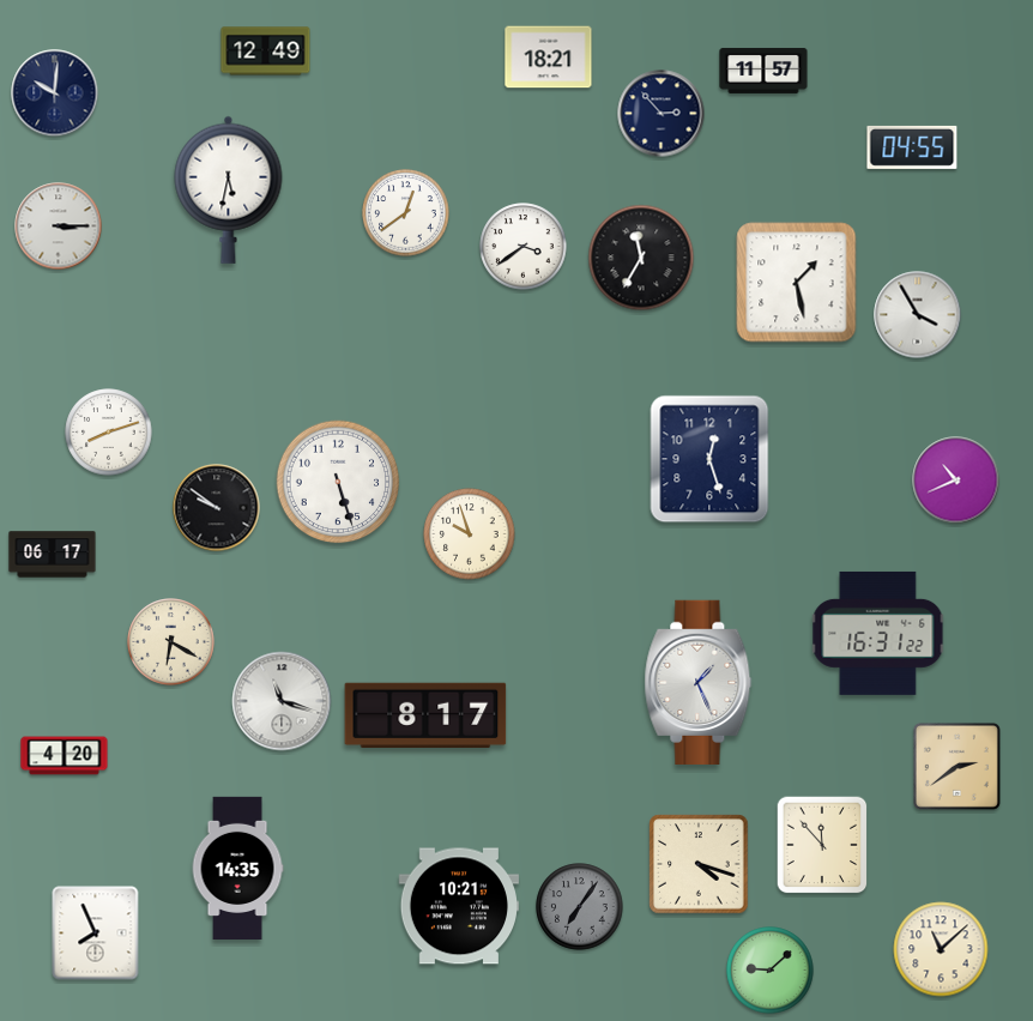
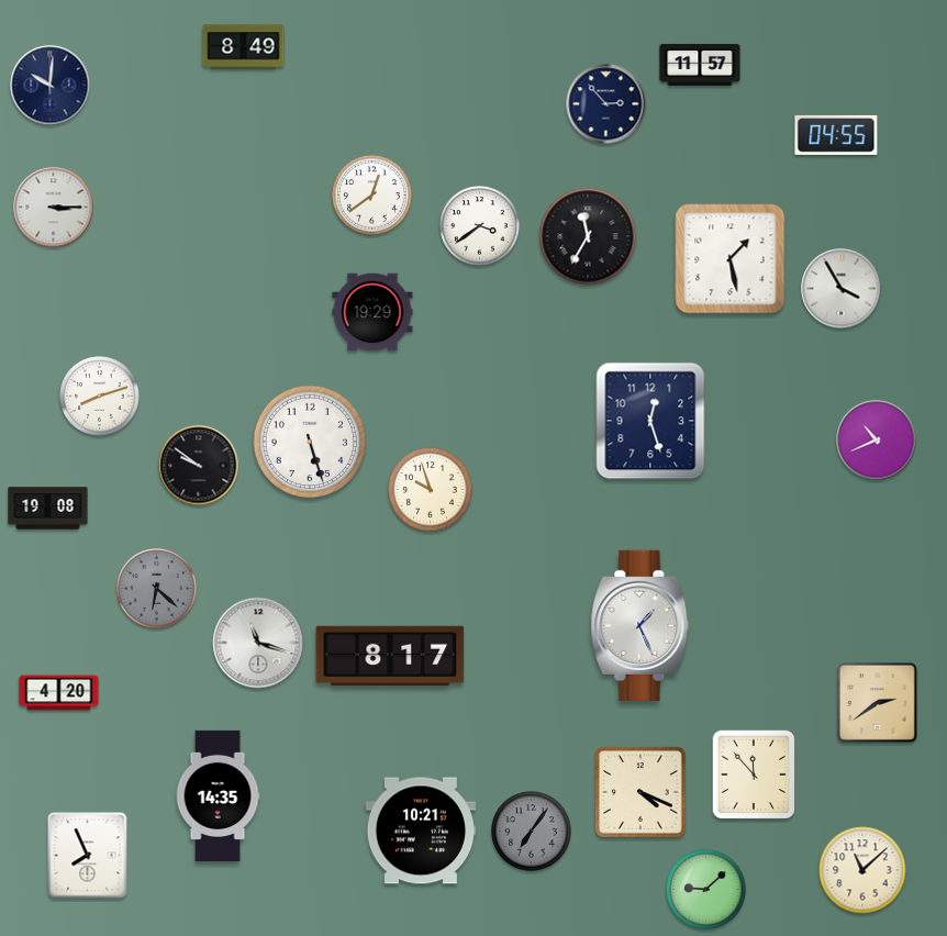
clock at (266, 52): 12:49 -> 8:49
clock at (549, 58): 18:21 -> none
clock at (229, 189): 5:32 -> none
clock at (372, 312): none -> 19:29
clock at (53, 555): 06:17 -> 19:08
clock at (878, 633): 16:31 -> none
clock at (171, 642): 6:20 -> 6:22
clock at (171, 642) dial: cream -> grey
clock at (699, 864): 4:18 -> 4:19
